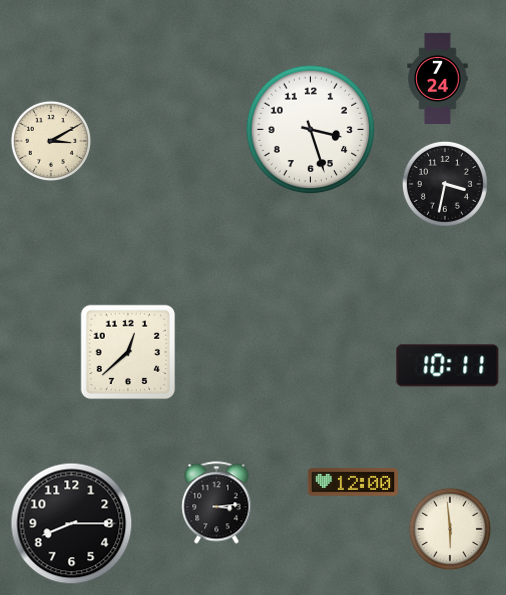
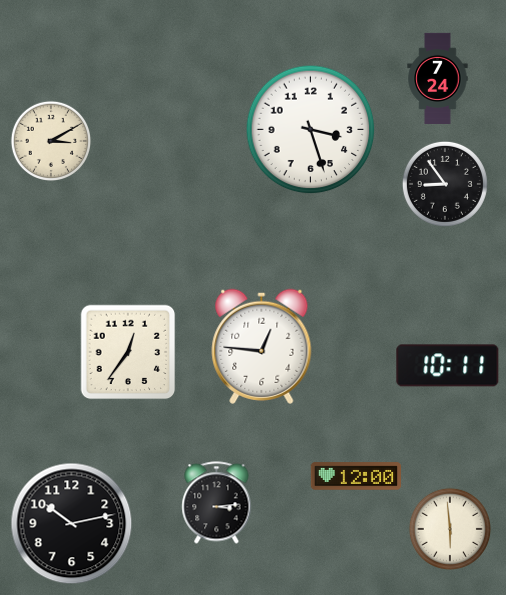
clock at (445, 184): 3:32 -> 8:54
clock at (262, 346): none -> 12:46
clock at (128, 352): 12:38 -> 12:36
clock at (352, 482) position: (352, 482) -> (355, 476)
clock at (72, 524): 8:15 -> 10:13
